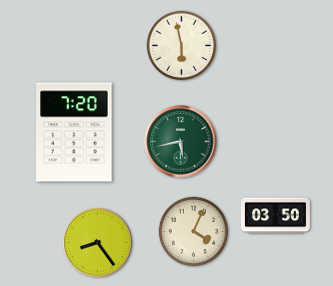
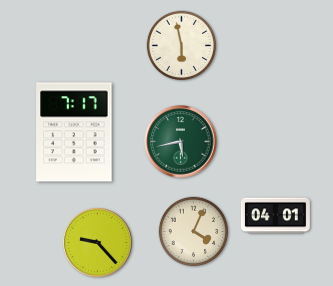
clock at (74, 132): 7:20 -> 7:17
clock at (275, 216): 03:50 -> 04:01
clock at (98, 243): 8:24 -> 9:23
